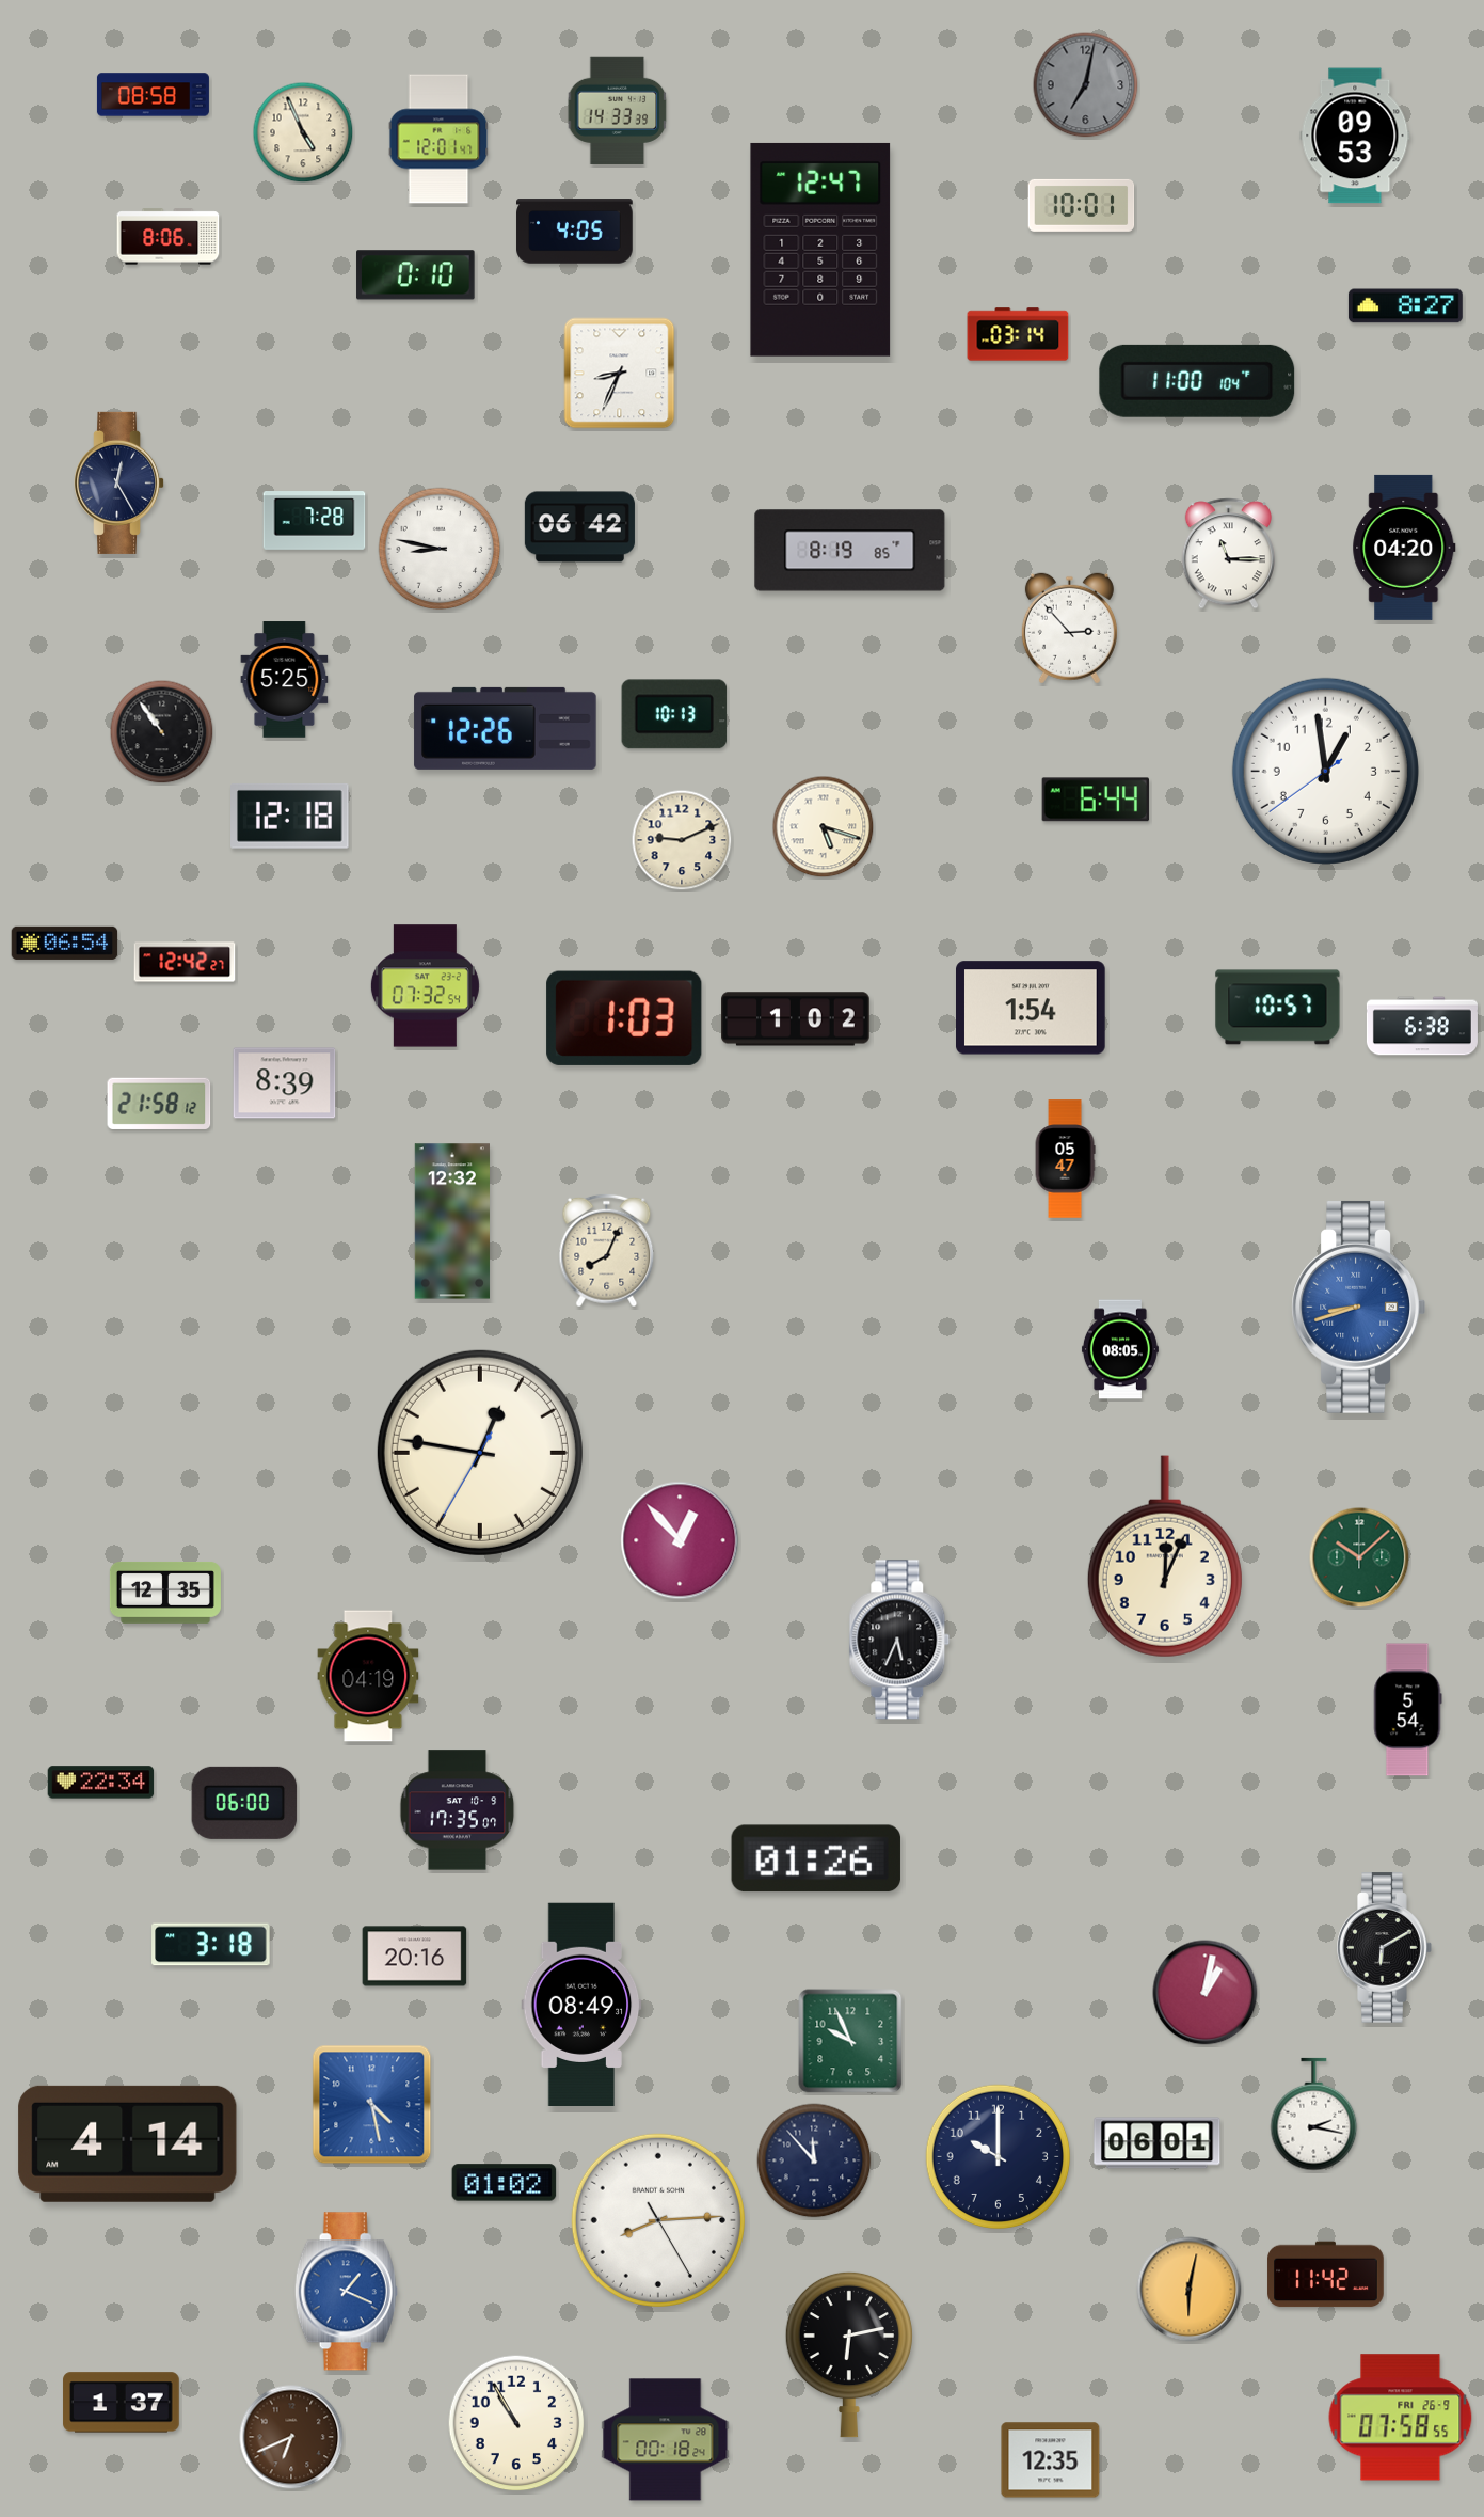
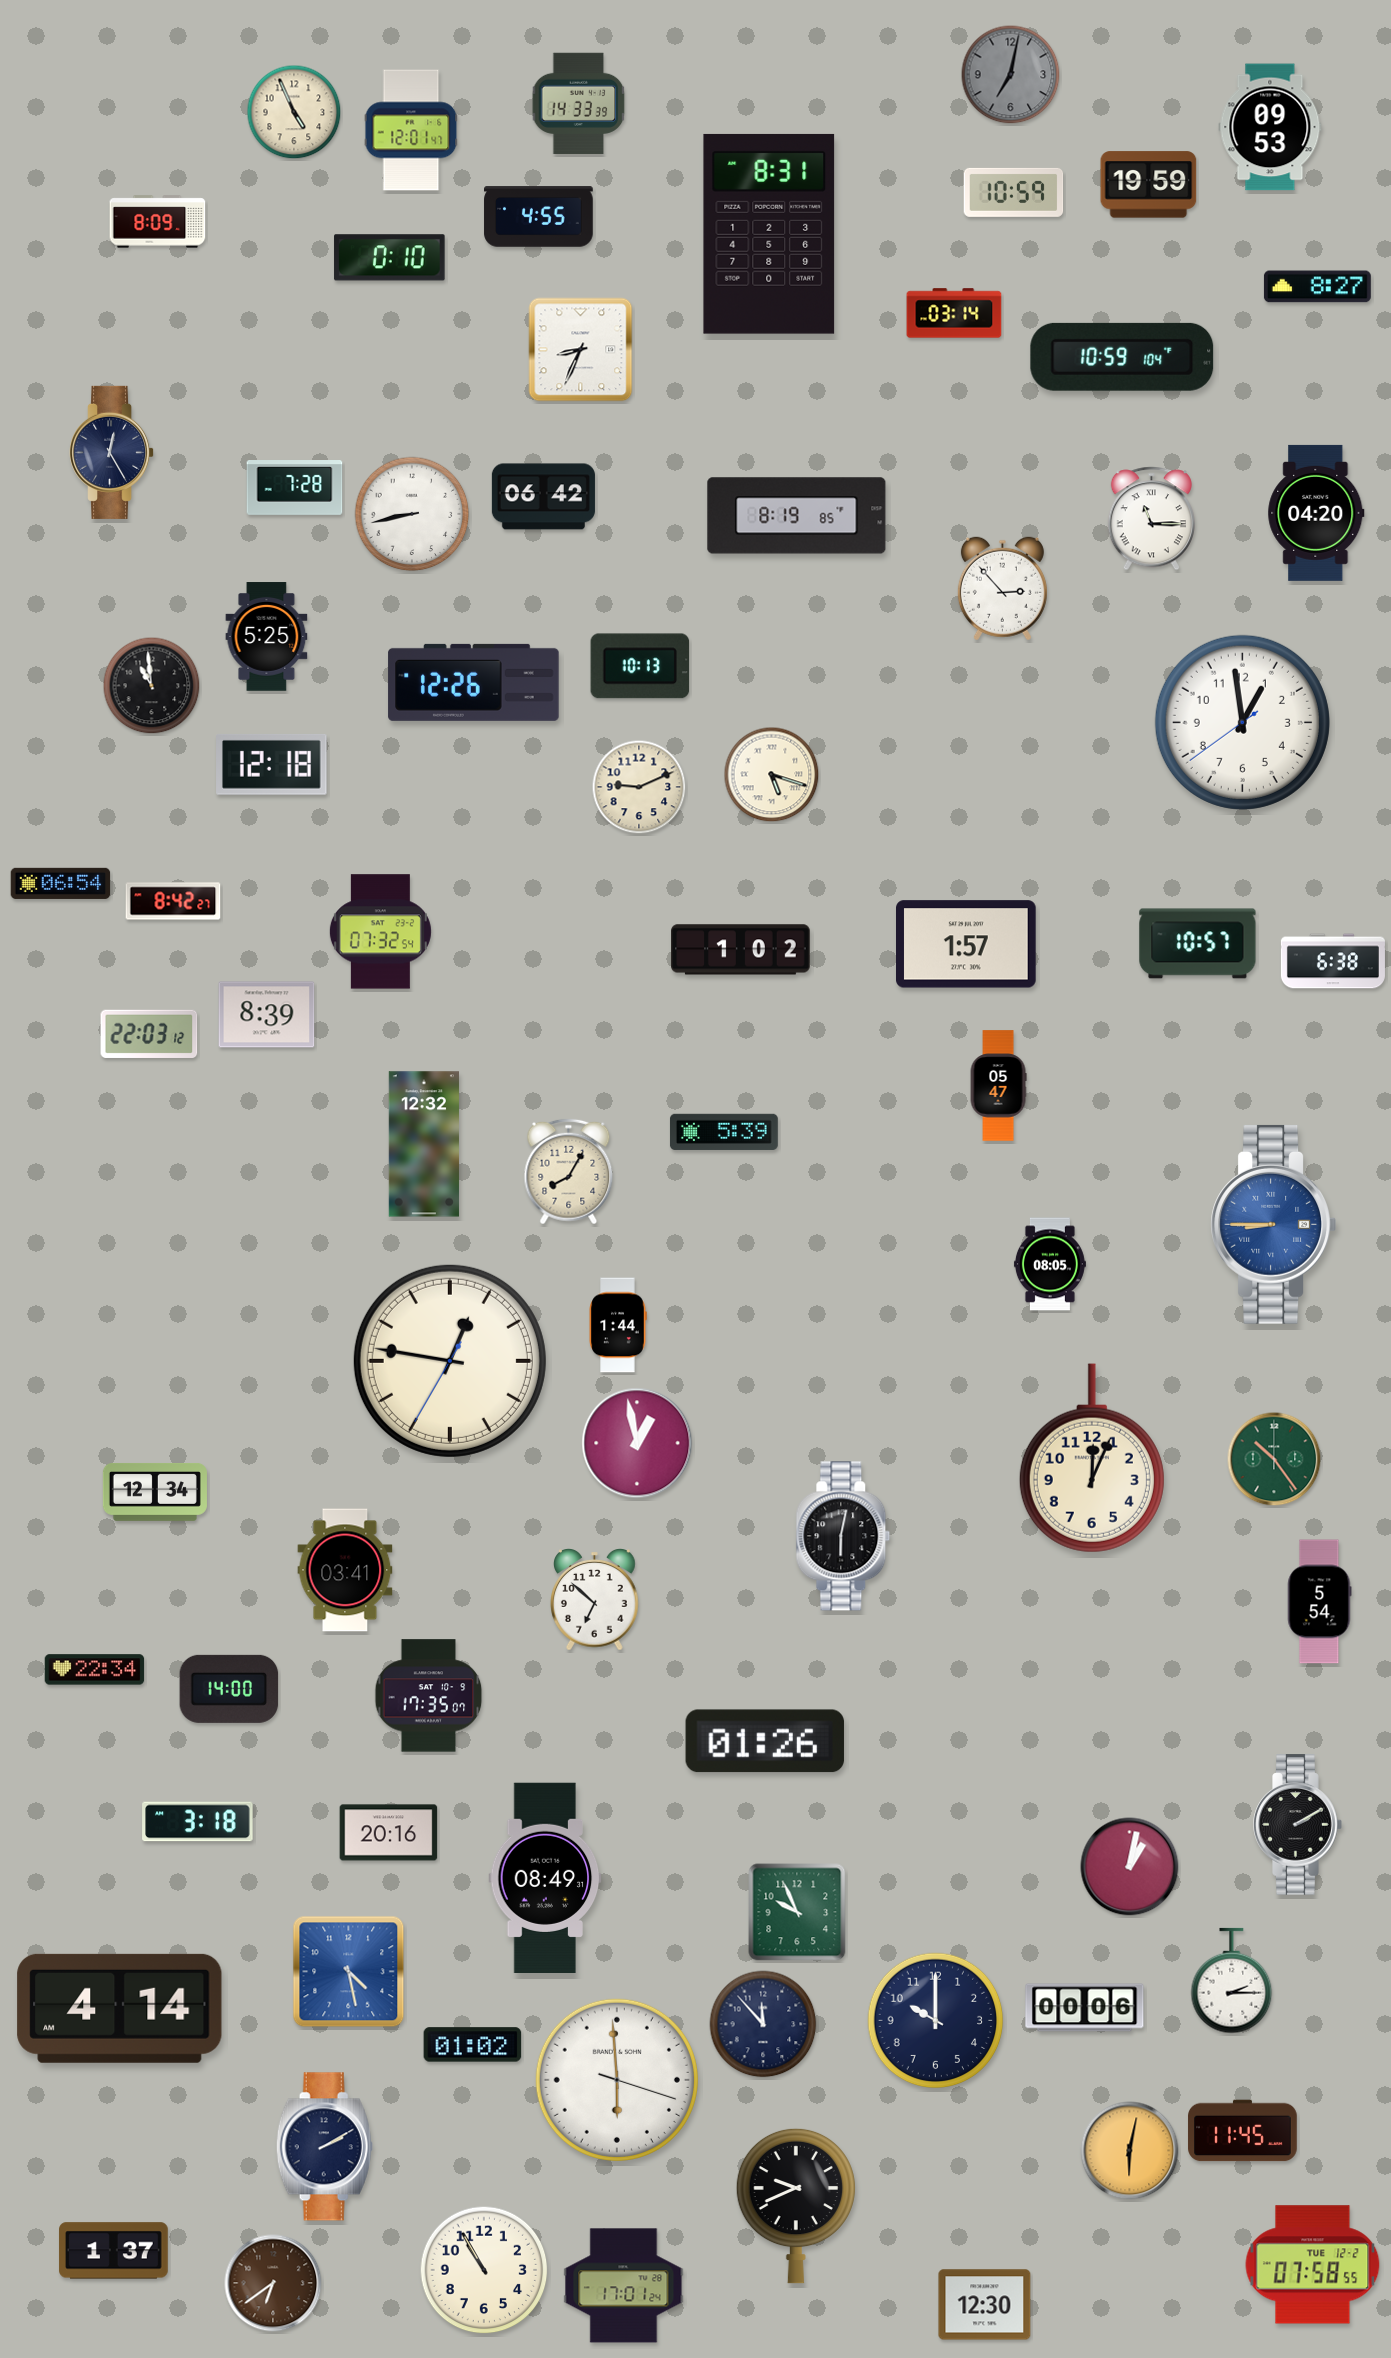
clock at (1086, 85) position: (1086, 85) -> (1011, 75)
clock at (153, 95): 08:58 -> none
clock at (303, 132) position: (303, 132) -> (294, 112)
clock at (1149, 185): none -> 19:59
clock at (1082, 205): 10:01 -> 10:59
clock at (575, 232): 4:05 -> 4:55
clock at (169, 237): 8:06 -> 8:09
clock at (820, 250): 12:47 -> 8:31
clock at (1197, 381): 11:00 -> 10:59
clock at (579, 527) position: (579, 527) -> (543, 497)
clock at (440, 549): 8:47 -> 8:43
clock at (674, 714) position: (674, 714) -> (640, 666)
clock at (162, 732): 10:54 -> 10:59
clock at (1096, 800): 6:44 -> none
clock at (185, 962): 12:42 -> 8:42
clock at (425, 986) position: (425, 986) -> (380, 932)
clock at (1032, 1008): 1:54 -> 1:57
clock at (624, 1018): 1:03 -> none
clock at (796, 1019) position: (796, 1019) -> (741, 950)
clock at (159, 1104): 21:58 -> 22:03
clock at (724, 1132): none -> 5:39
clock at (607, 1251): 8:04 -> 8:05
clock at (1358, 1307): 8:42 -> 8:45
clock at (618, 1325): none -> 1:44
clock at (680, 1540): 12:53 -> 12:58
clock at (1359, 1557): 10:08 -> 10:24
clock at (165, 1593): 12:35 -> 12:34
clock at (899, 1640): 5:34 -> 6:02
clock at (368, 1676): 04:19 -> 03:41
clock at (595, 1600): none -> 6:52
clock at (244, 1803): 06:00 -> 14:00
clock at (1385, 1948): 6:10 -> 2:10
clock at (1314, 2115): 2:17 -> 2:15
clock at (1158, 2143): 06:01 -> 00:06
clock at (658, 2220): 8:14 -> 5:59
clock at (1326, 2275): 11:42 -> 11:45
clock at (1190, 2290) position: (1190, 2290) -> (1130, 2151)
clock at (346, 2292): 1:19 -> 2:10
clock at (346, 2292) dial: blue -> navy
clock at (849, 2355): 6:13 -> 9:41
clock at (1401, 2418) date: FRI 26-9 -> TUE 12-2
clock at (291, 2437): 6:41 -> 6:39
clock at (666, 2440): 00:18 -> 17:01
clock at (1051, 2460): 12:35 -> 12:30
